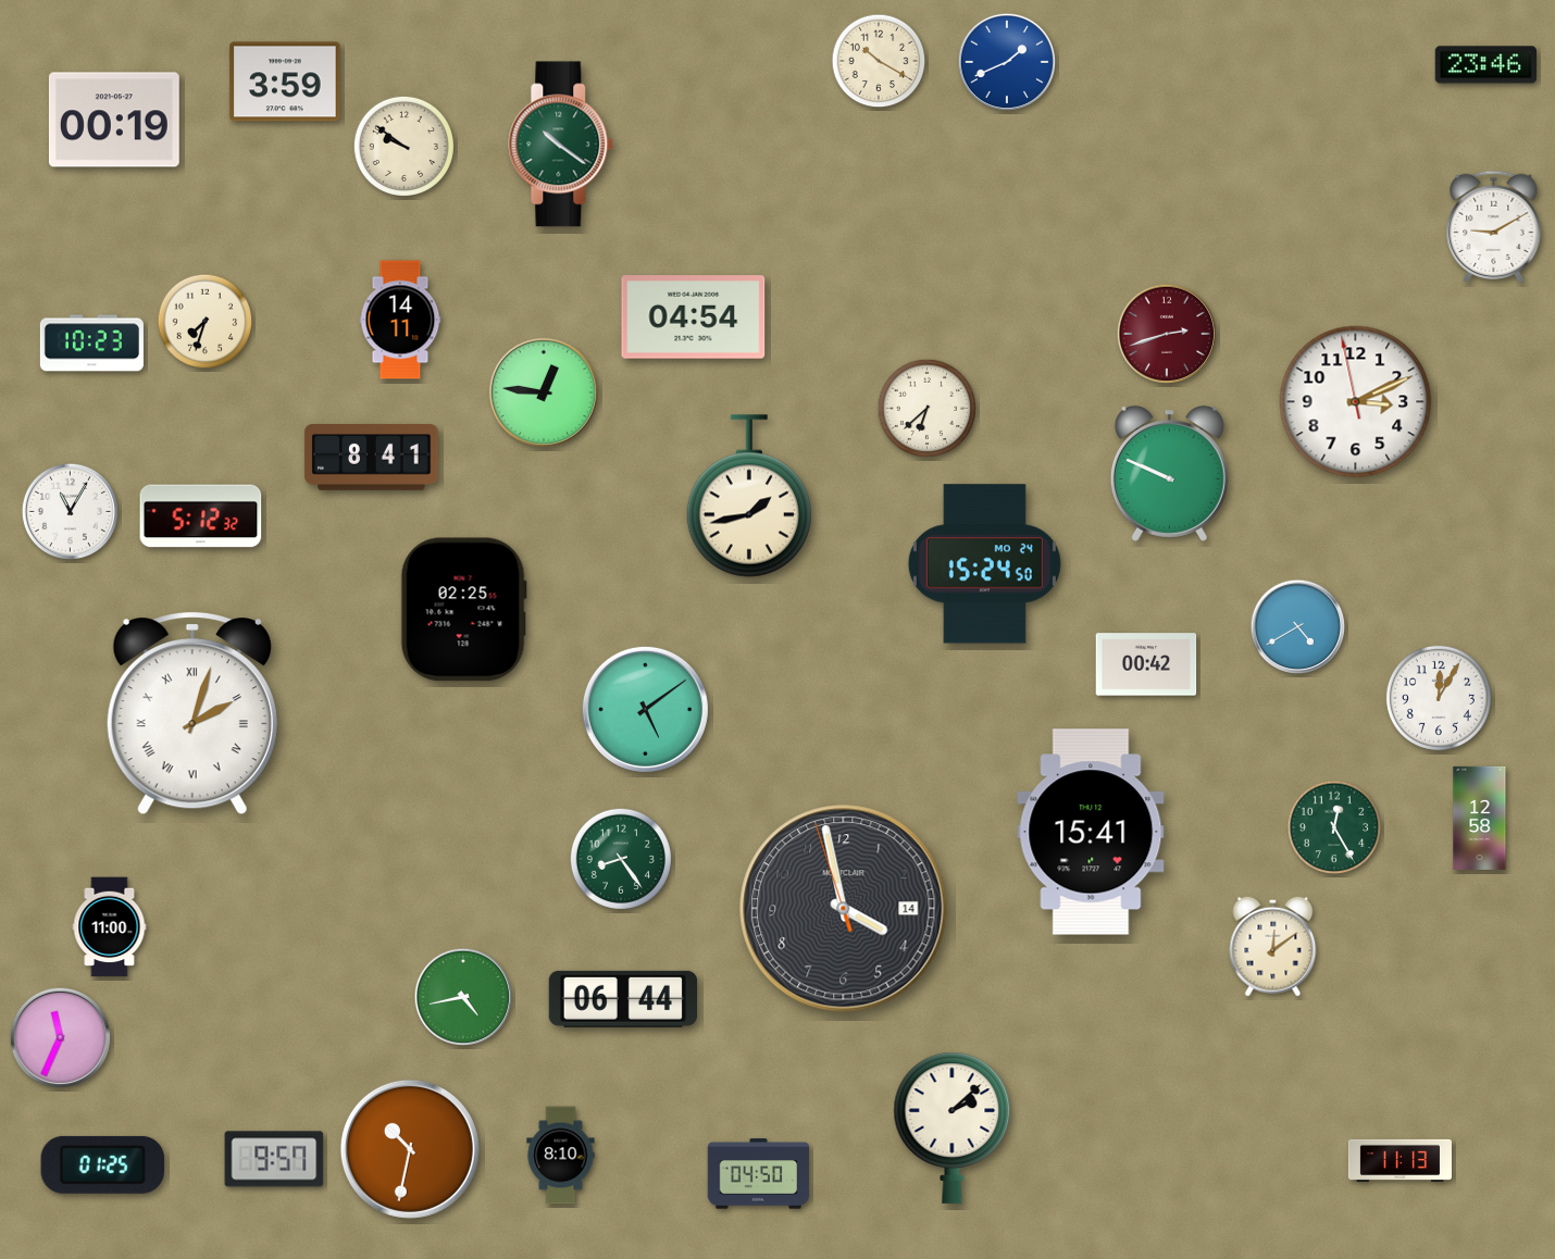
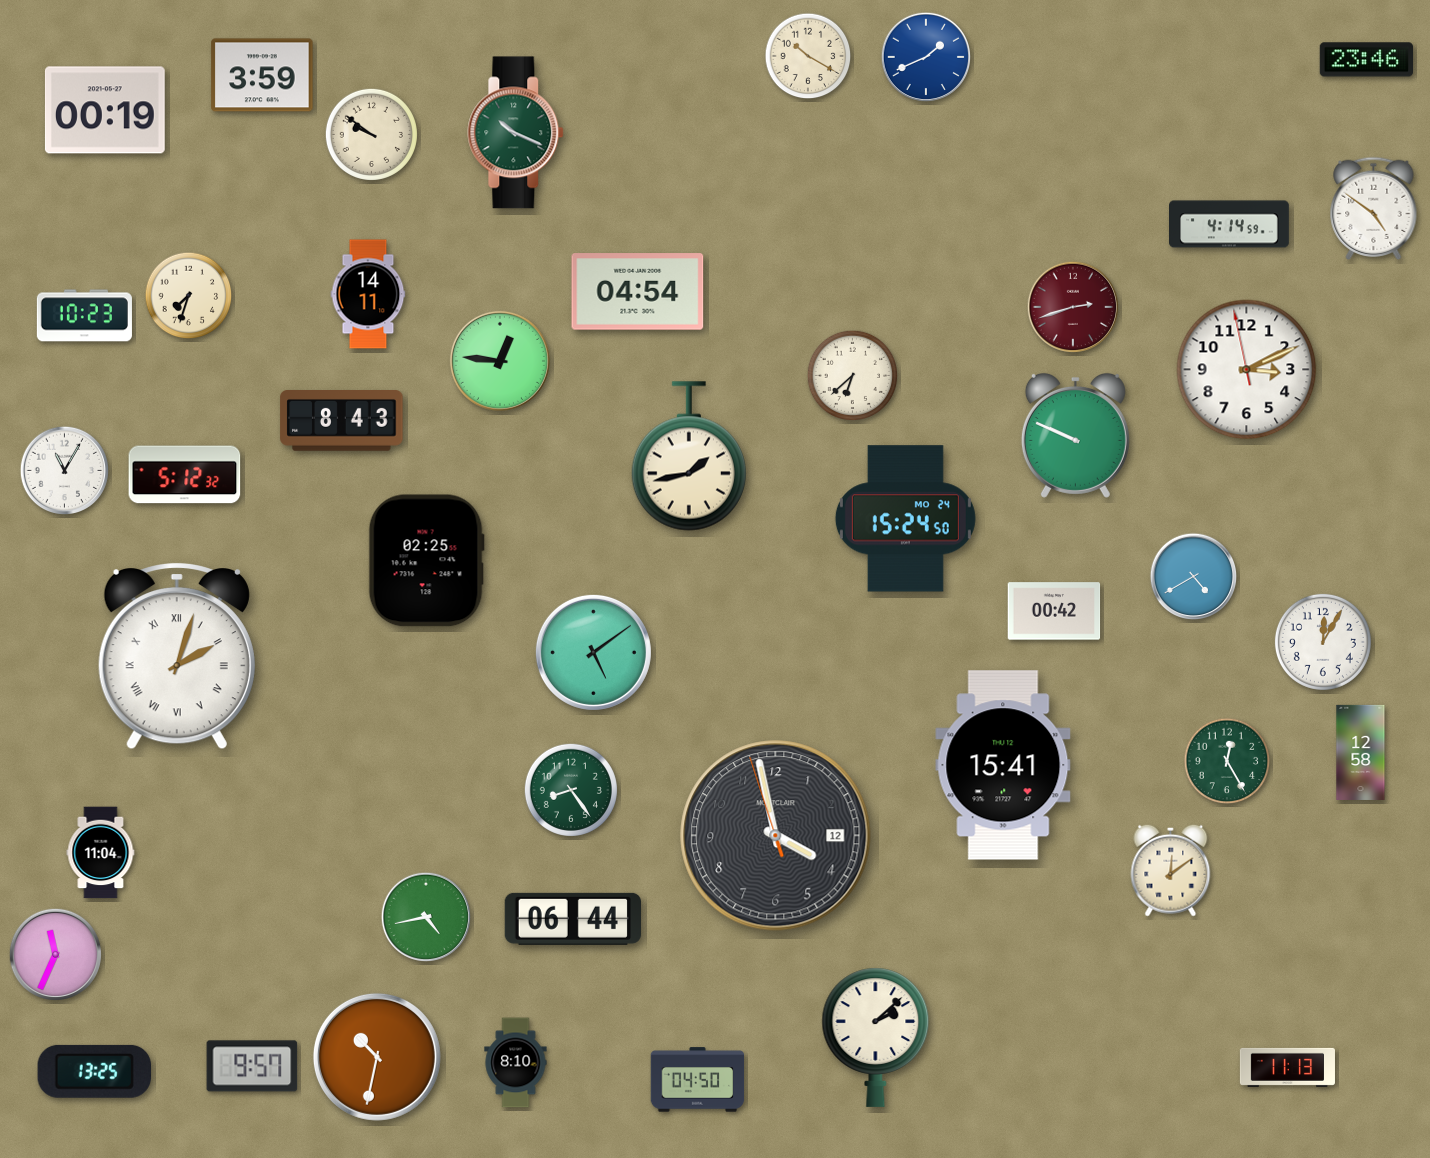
clock at (561, 145): 10:21 -> 10:19
clock at (1494, 227): 9:10 -> 4:51
clock at (1230, 224): none -> 4:14
clock at (372, 458): 8:41 -> 8:43
clock at (844, 909) date: 14 -> 12
clock at (110, 927): 11:00 -> 11:04
clock at (102, 1164): 01:25 -> 13:25
